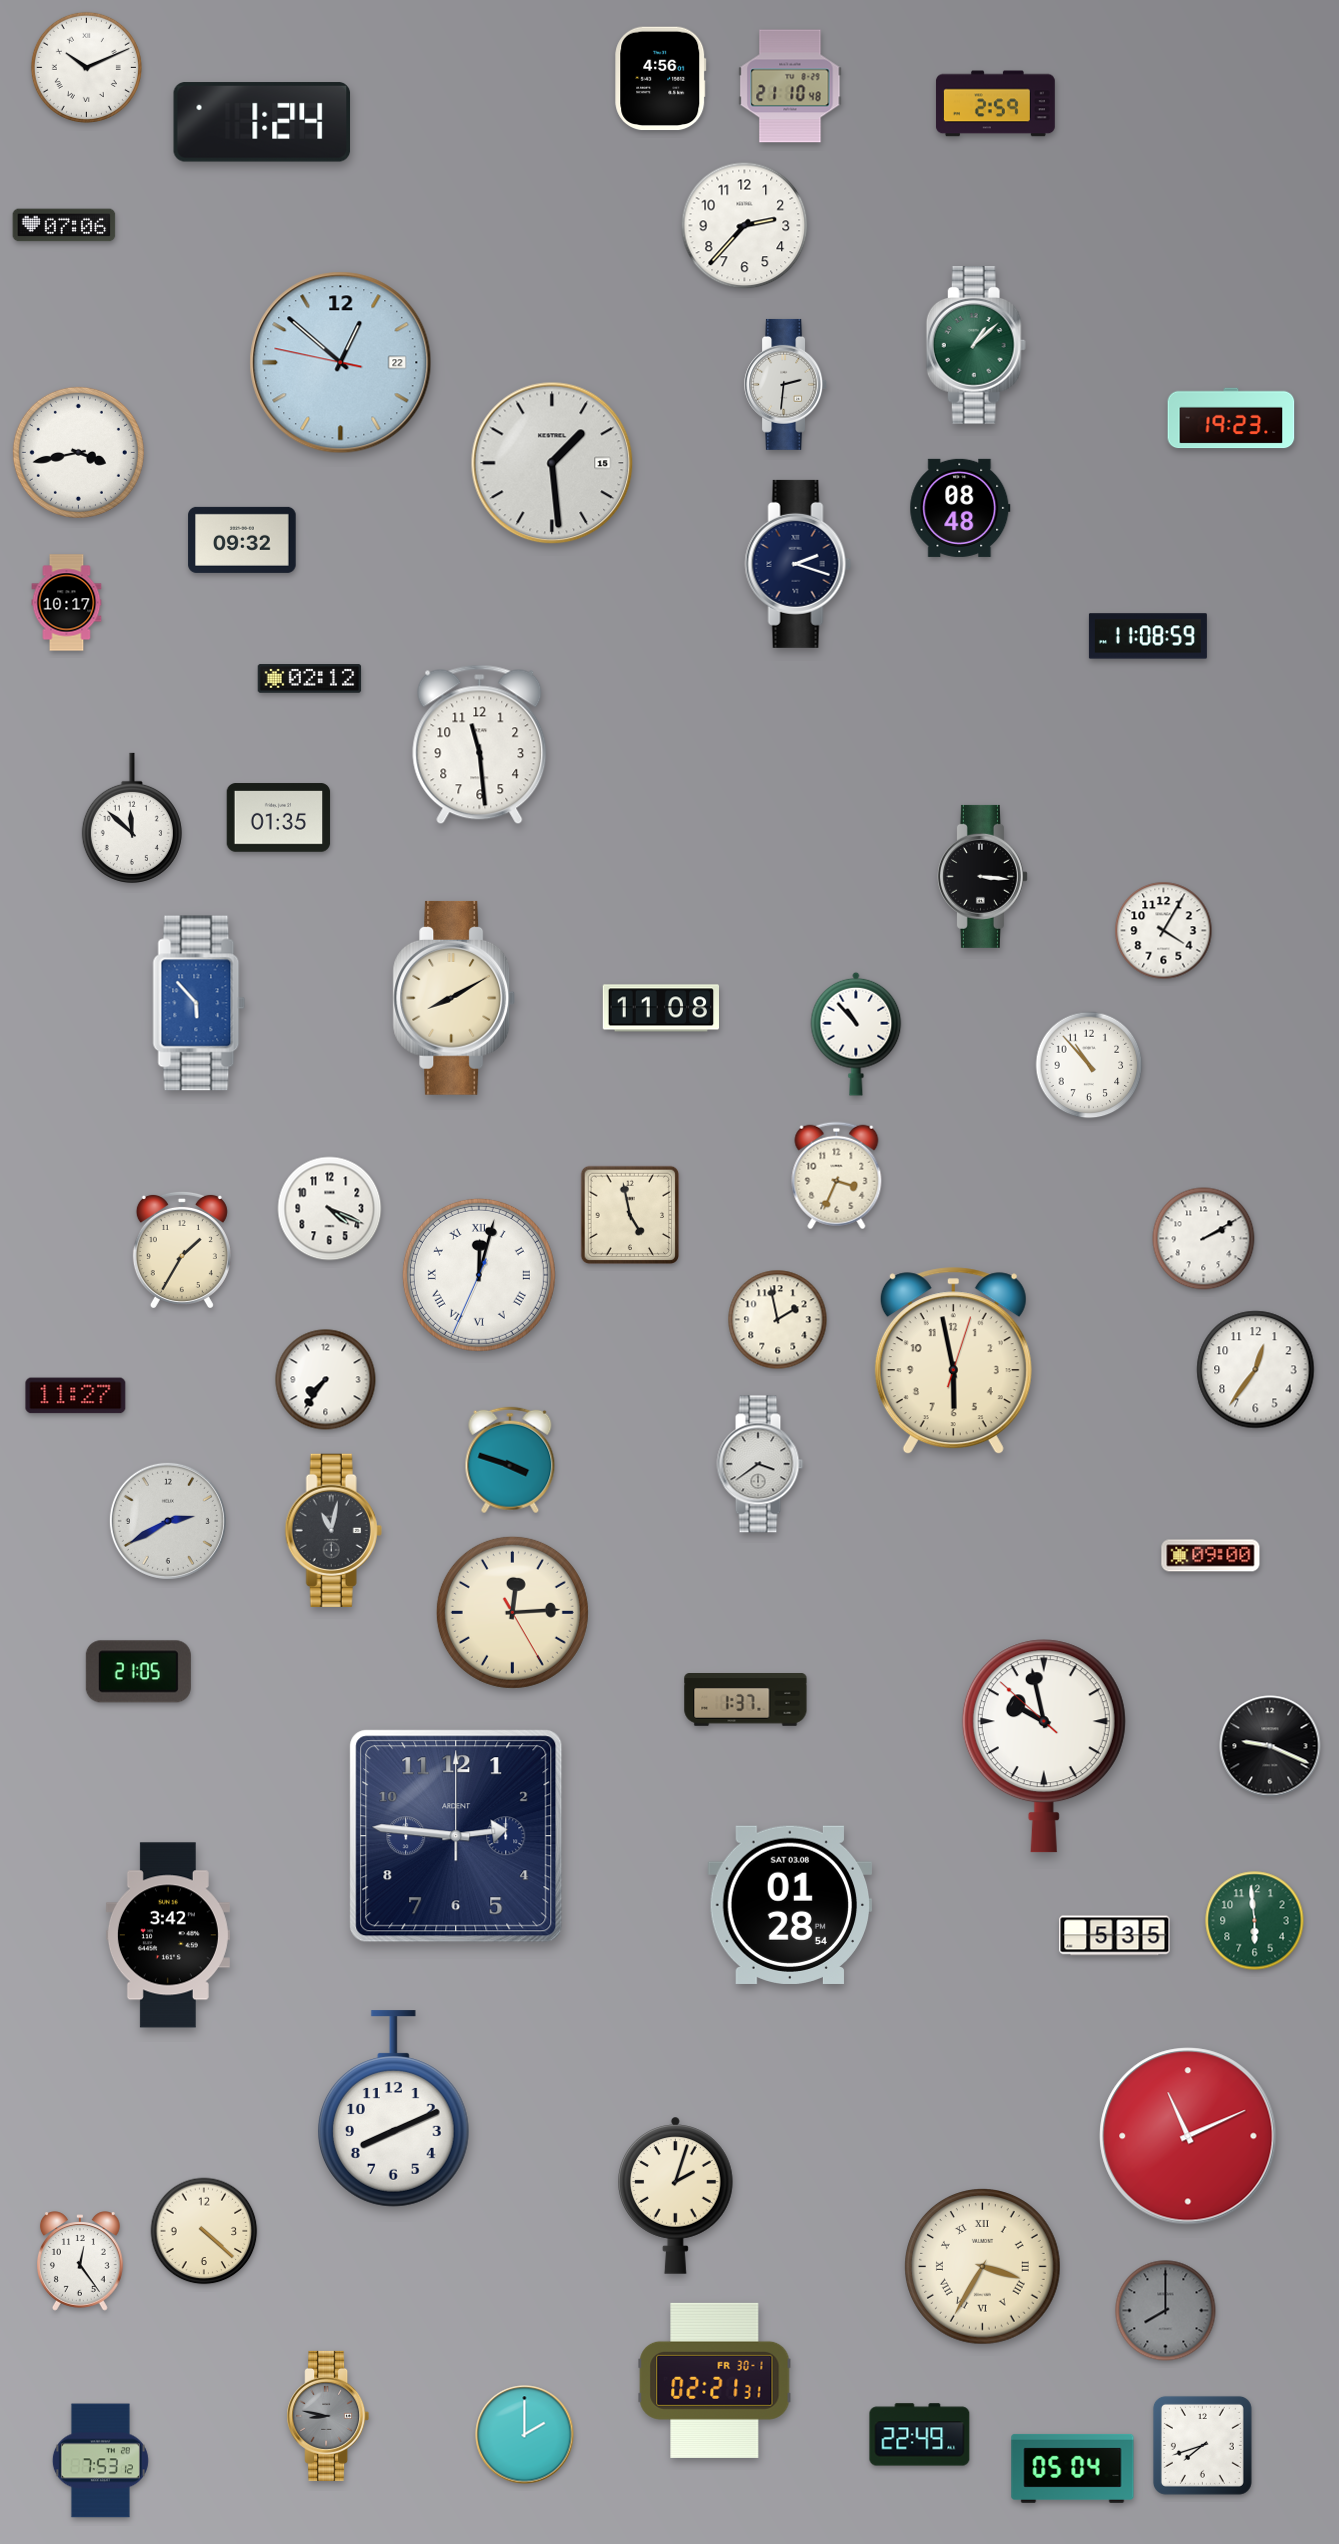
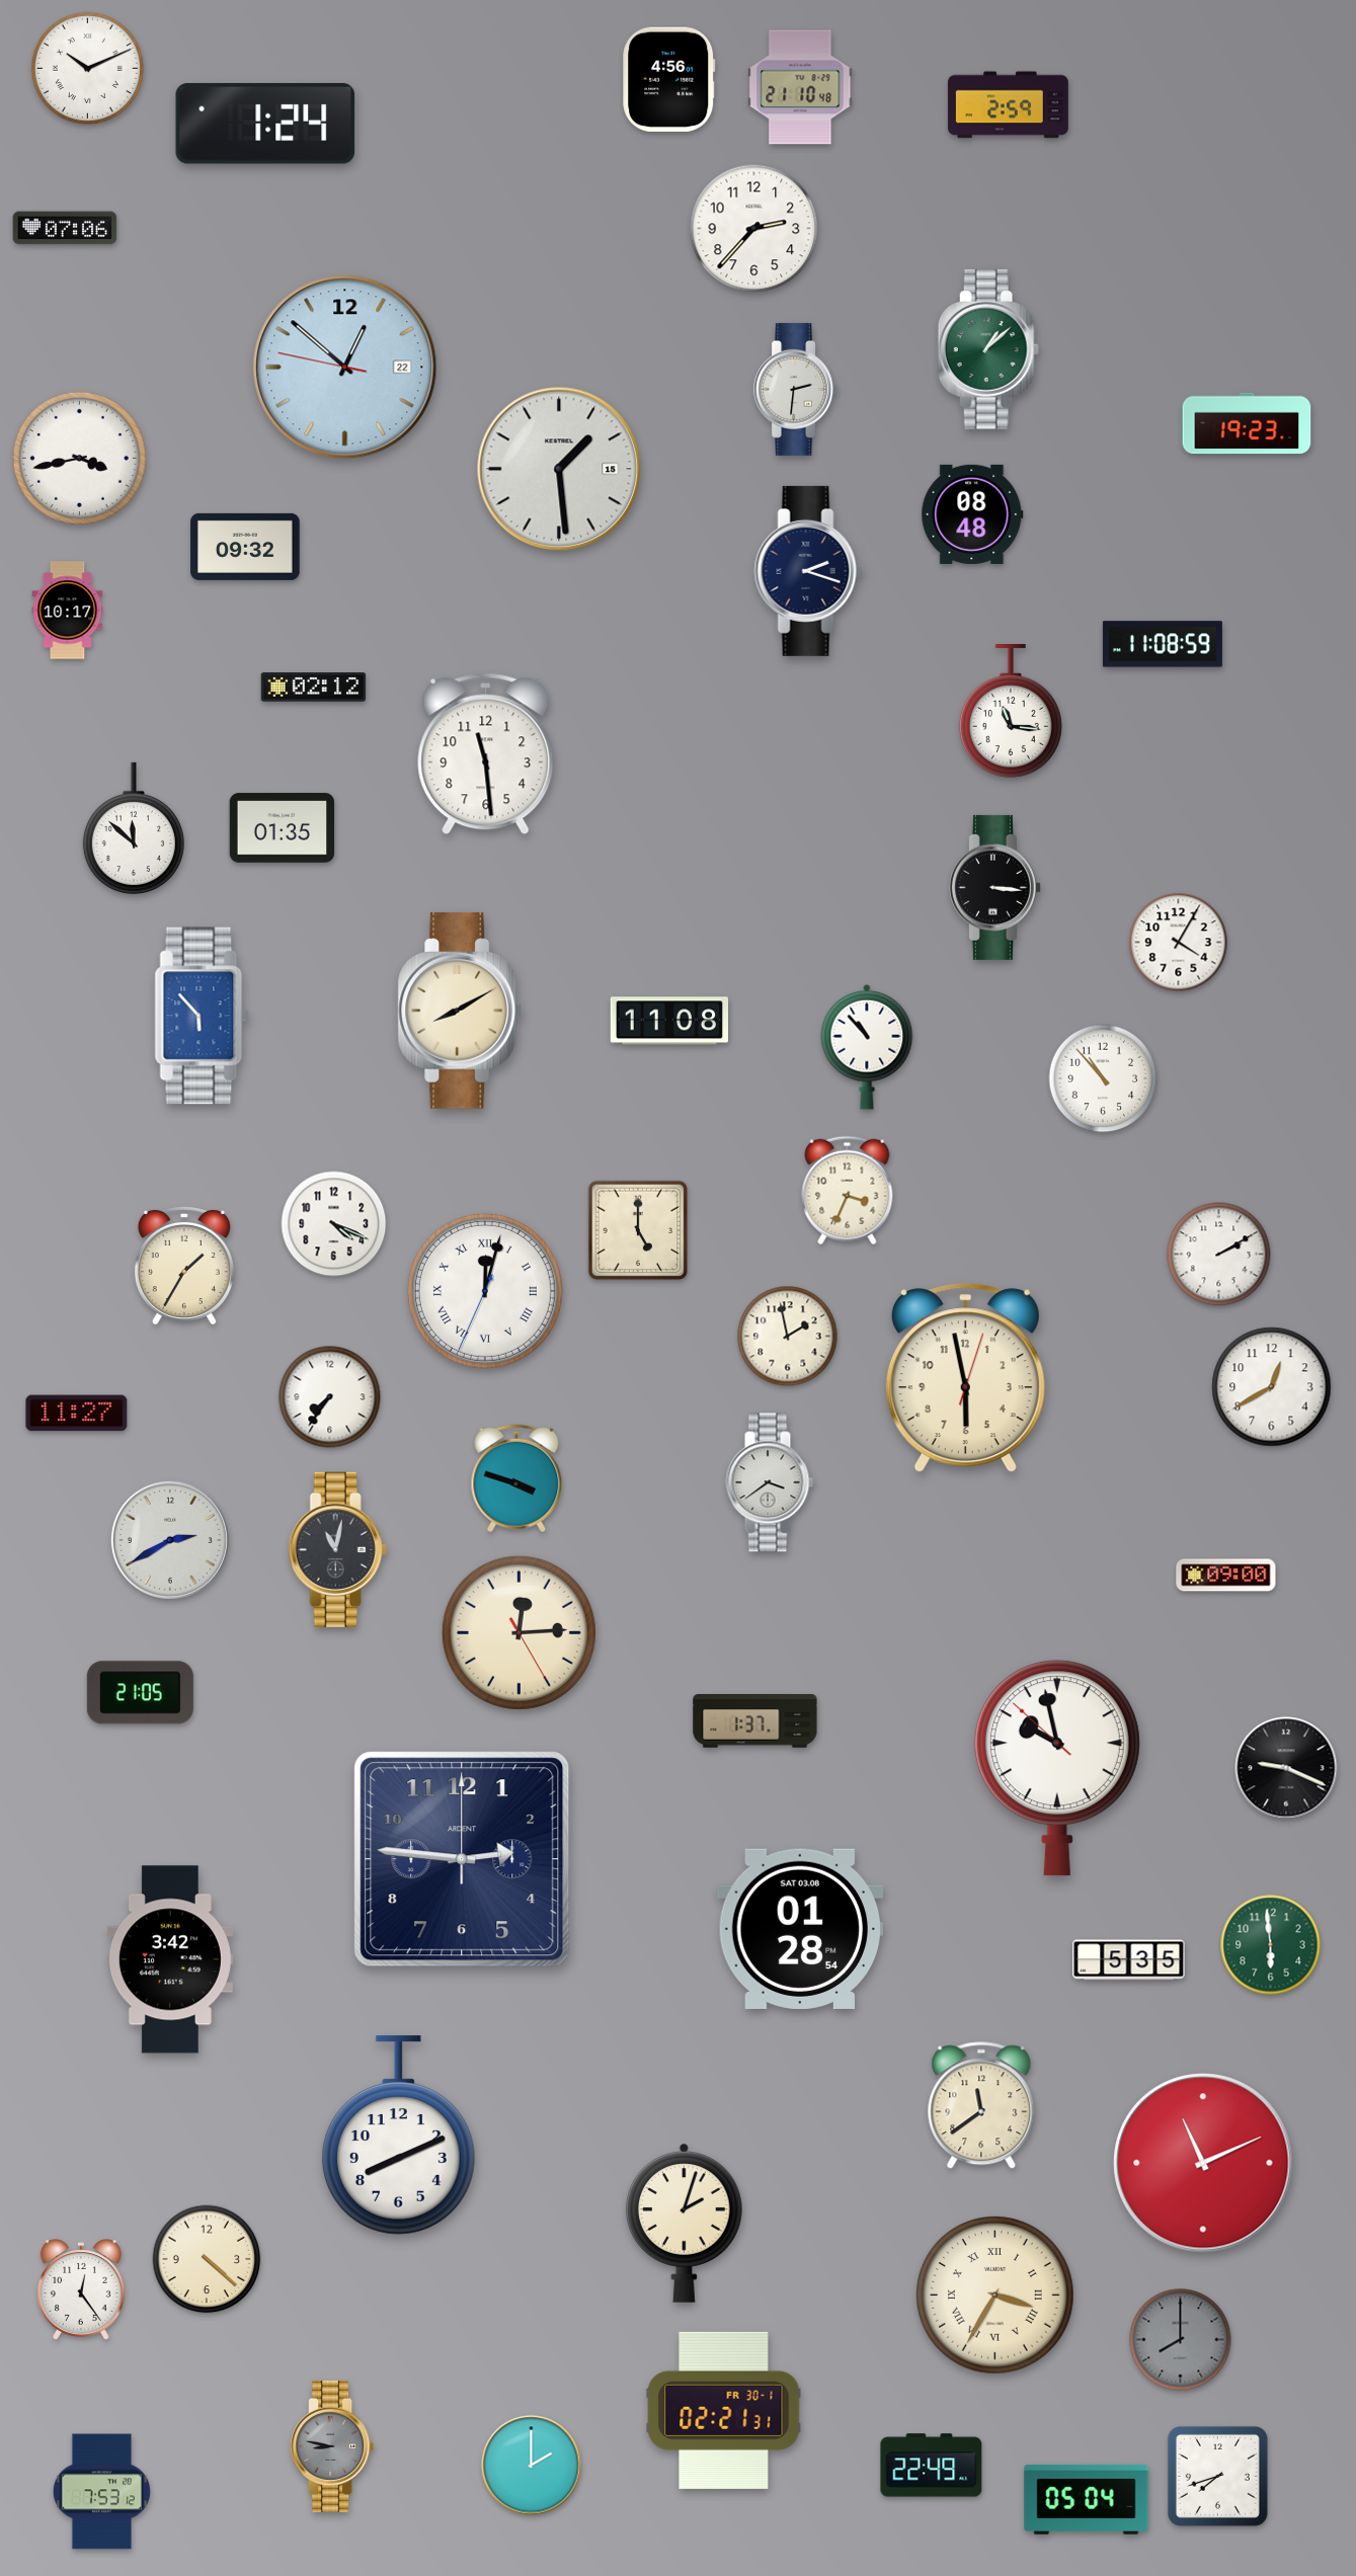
clock at (1011, 712): none -> 11:16
clock at (630, 1215): 4:58 -> 5:00
clock at (1256, 1370): 12:36 -> 12:40
clock at (981, 2106): none -> 11:39
